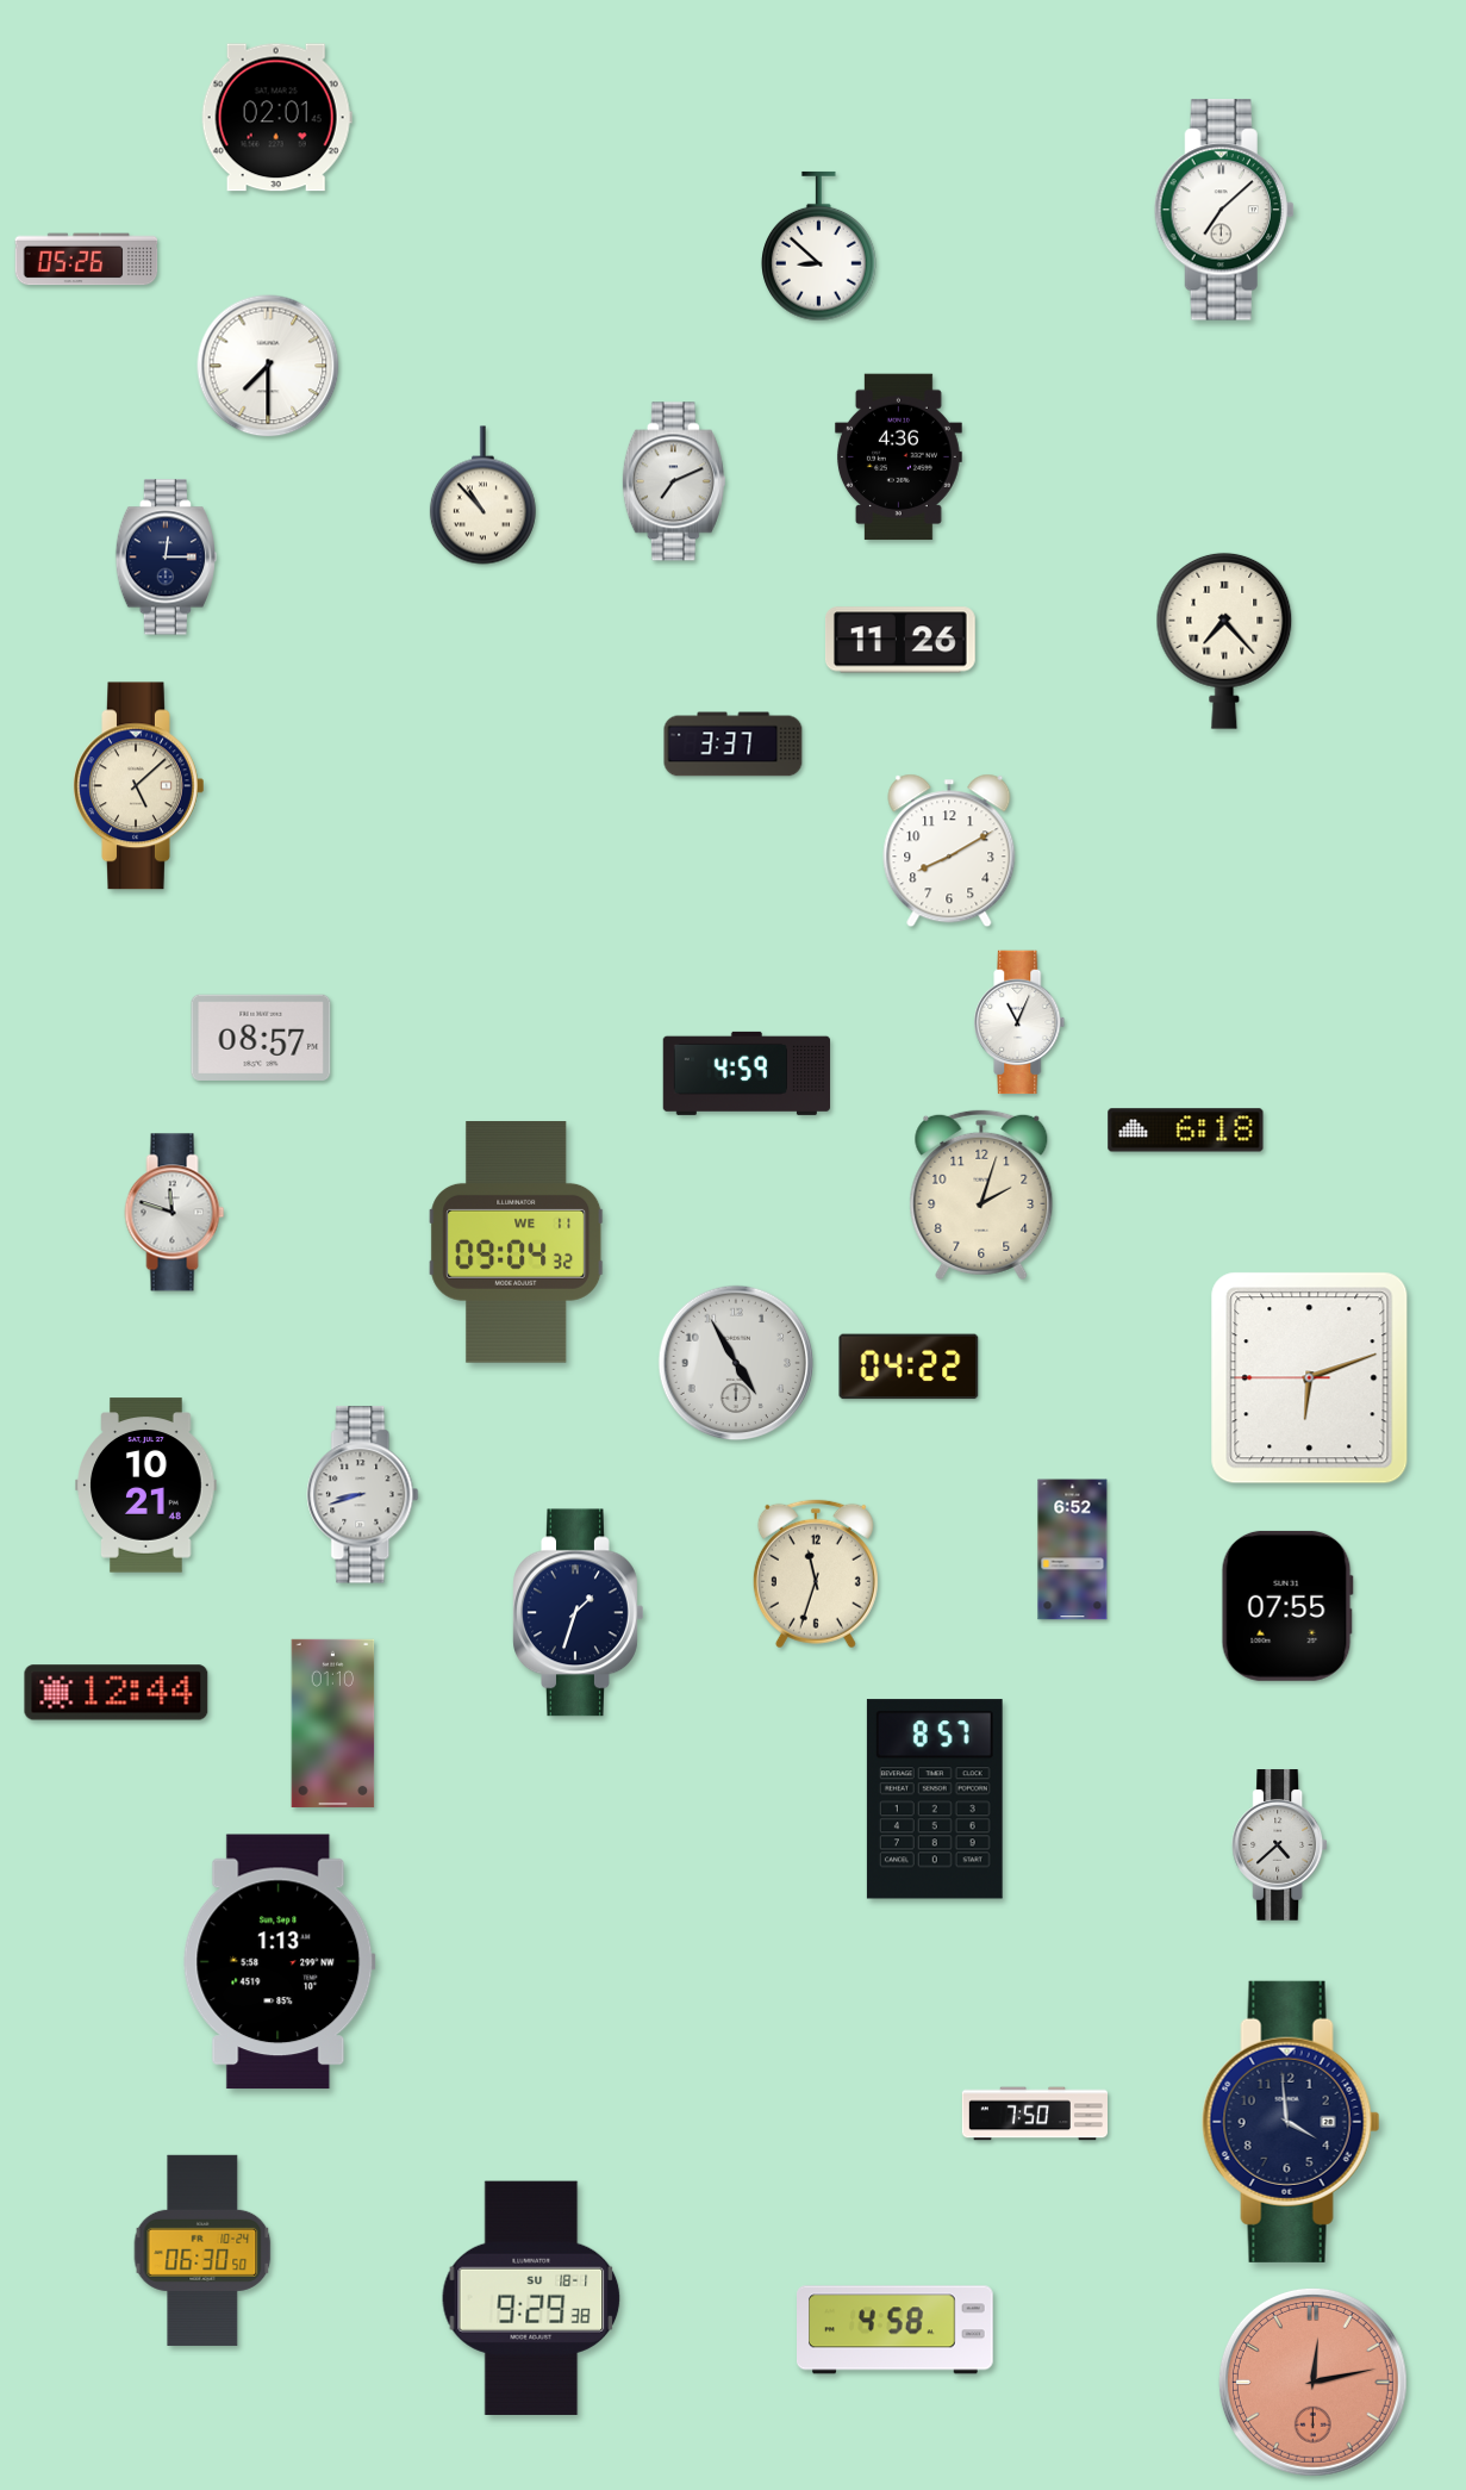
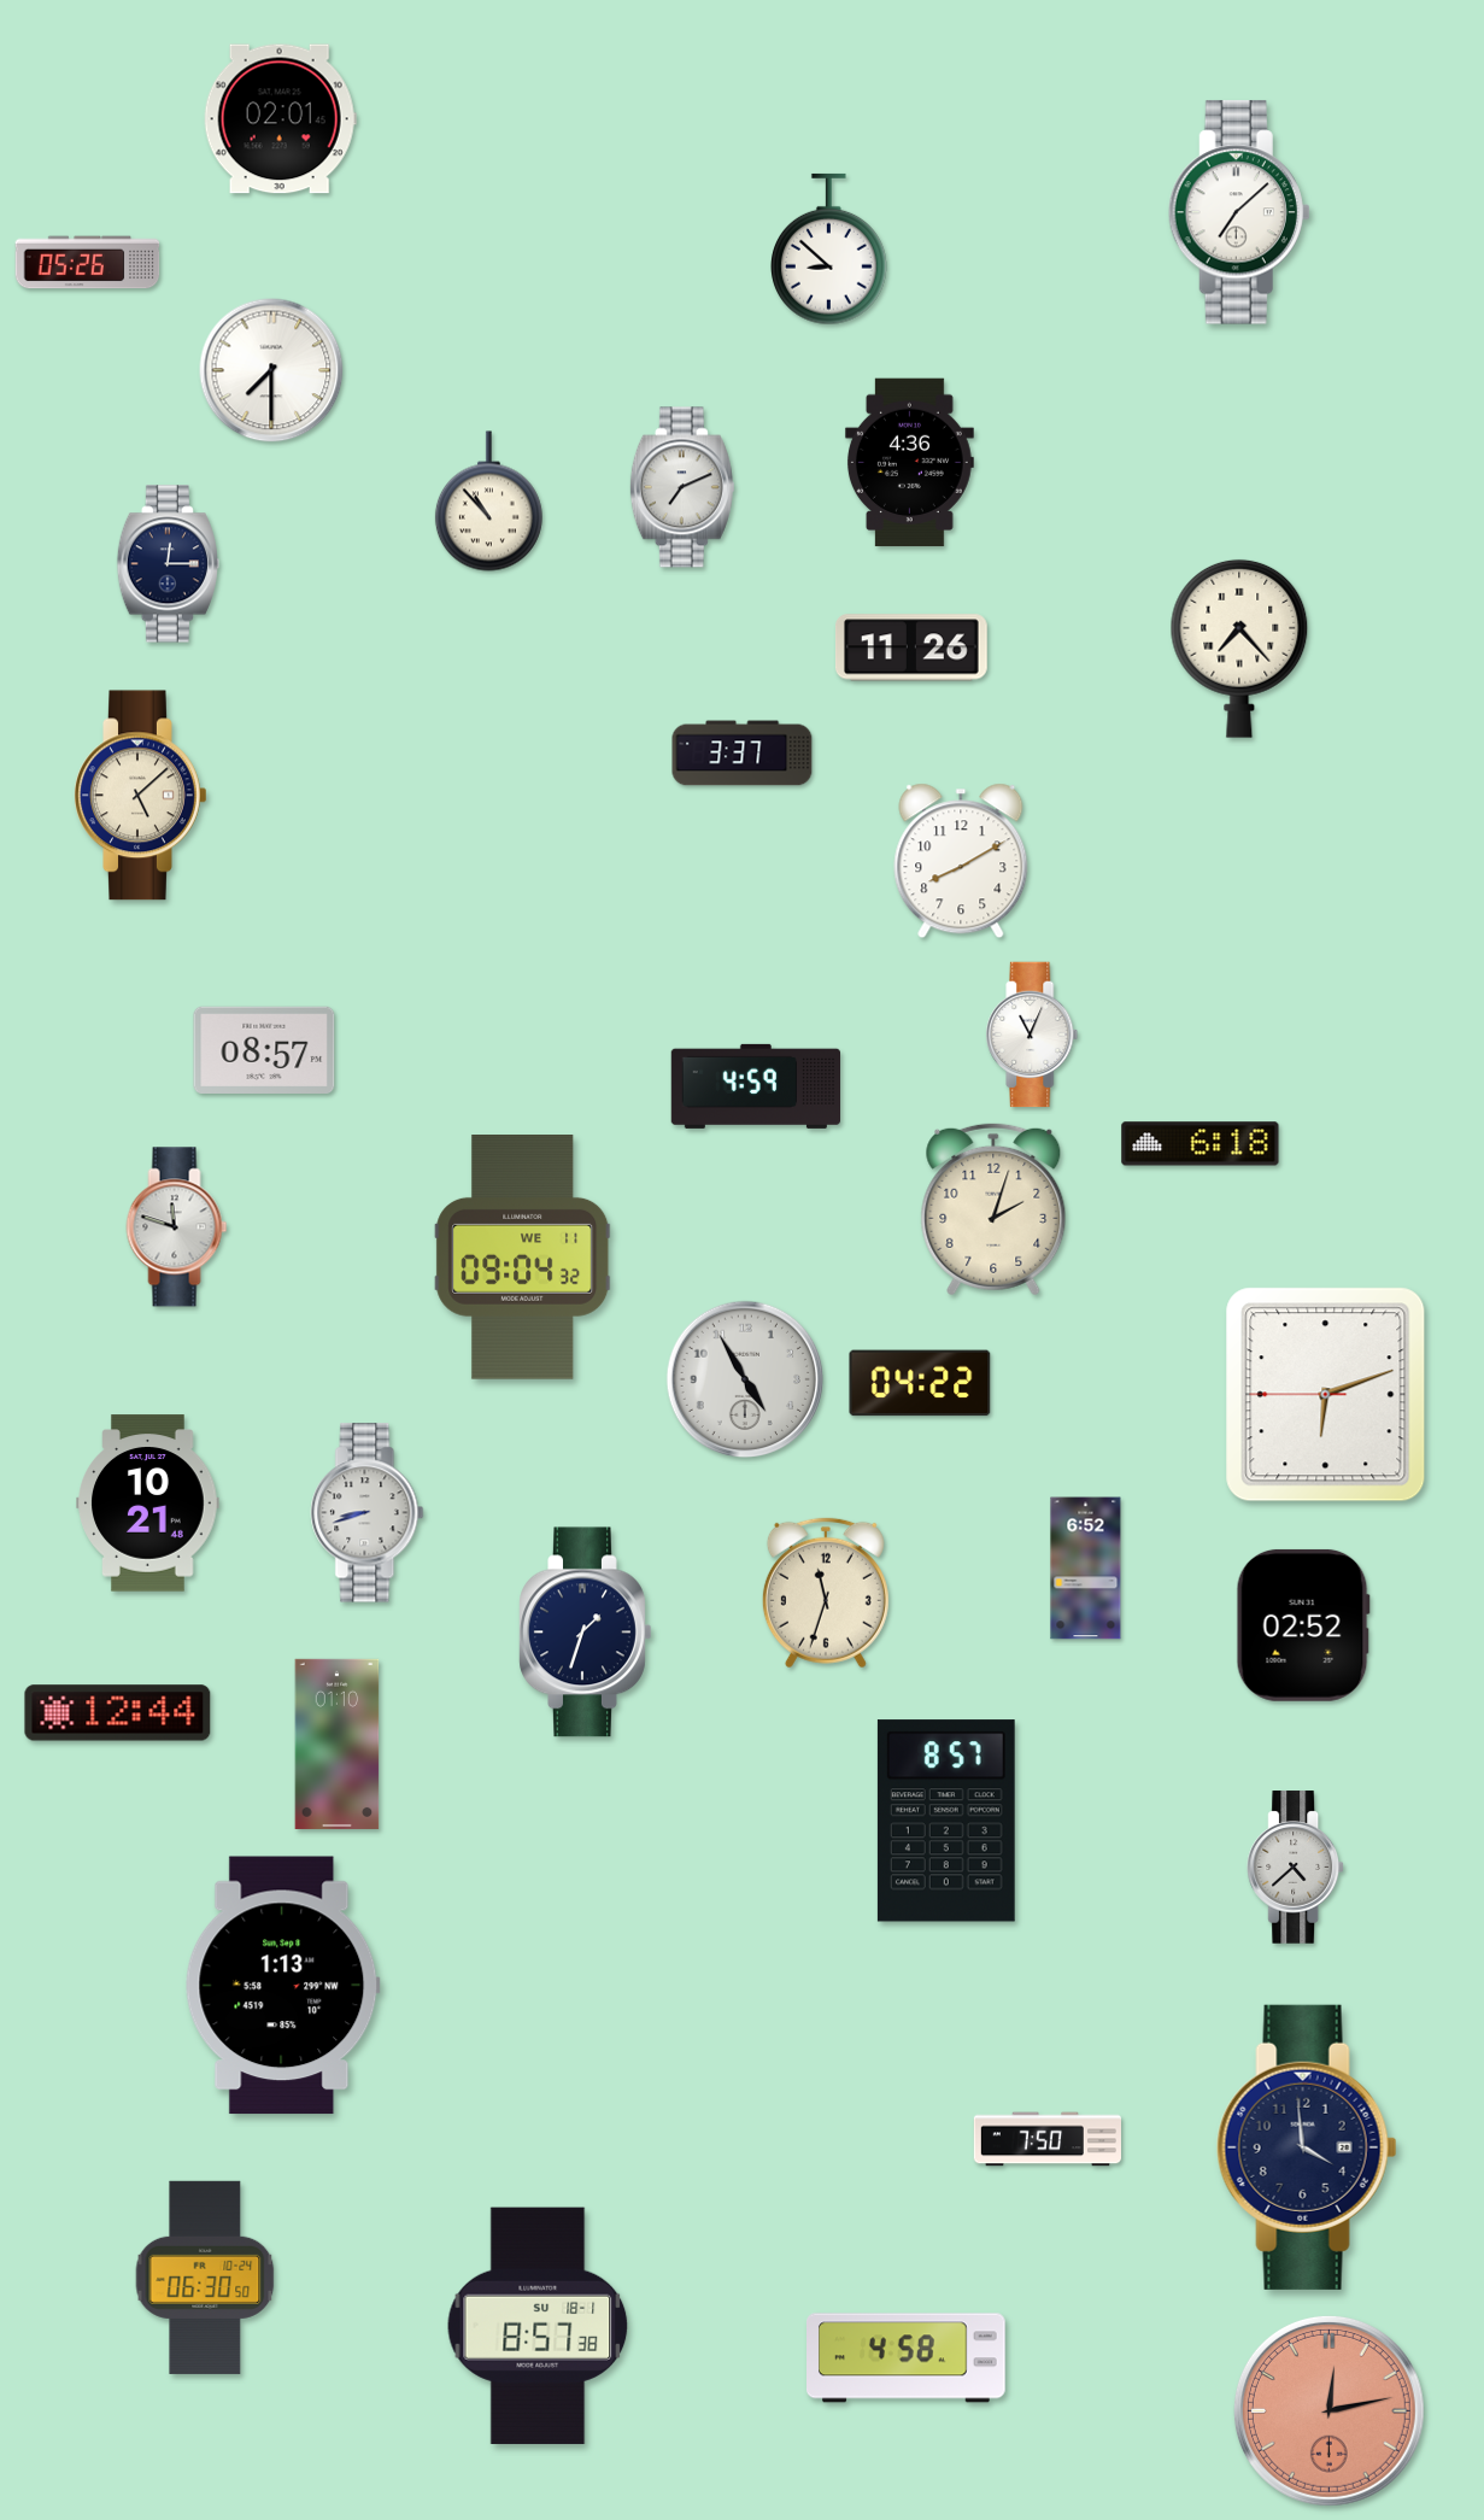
clock at (1287, 1606): 07:55 -> 02:52
clock at (531, 2298): 9:29 -> 8:57
